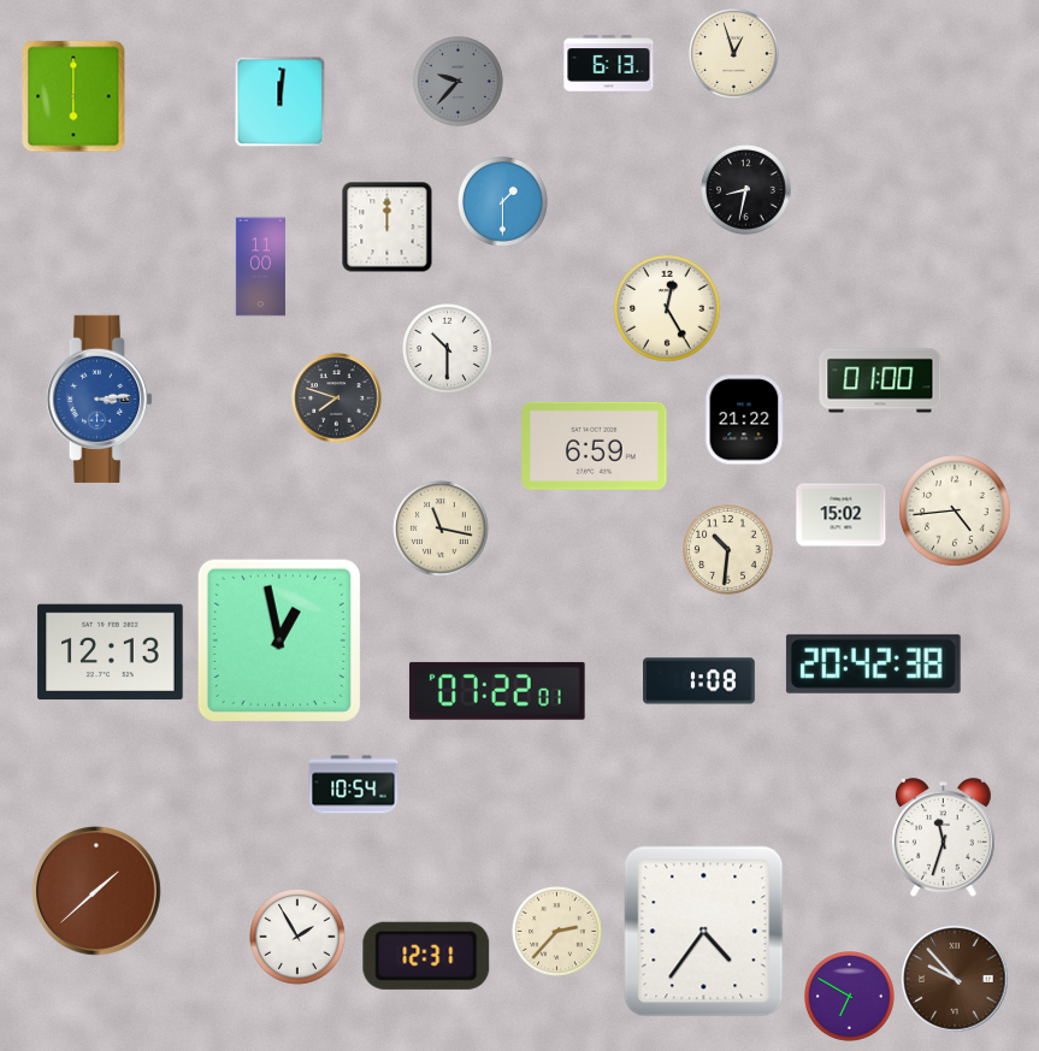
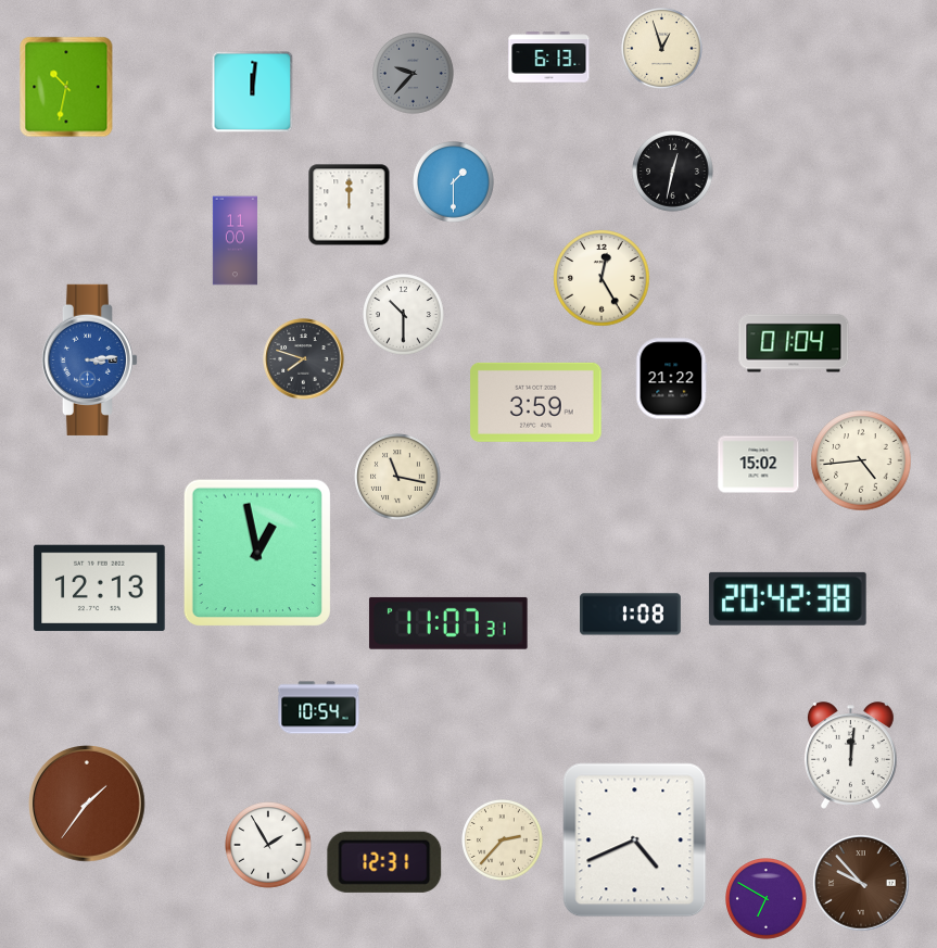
clock at (73, 96): 6:00 -> 10:32
clock at (746, 190): 8:32 -> 12:32
clock at (880, 380): 01:00 -> 01:04
clock at (595, 445): 6:59 -> 3:59
clock at (728, 550): 10:31 -> none
clock at (278, 639) position: (278, 639) -> (256, 552)
clock at (497, 691): 07:22 -> 11:07
clock at (943, 838): 11:33 -> 12:01
clock at (98, 892): 1:38 -> 1:36
clock at (704, 932): 4:36 -> 4:41
